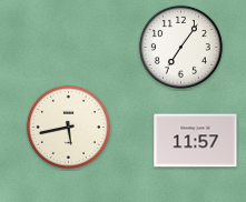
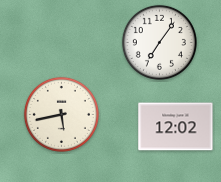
clock at (180, 47) position: (180, 47) -> (159, 42)
clock at (196, 141): 11:57 -> 12:02
